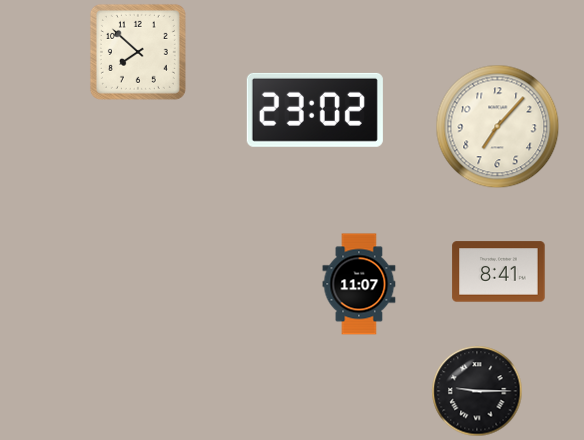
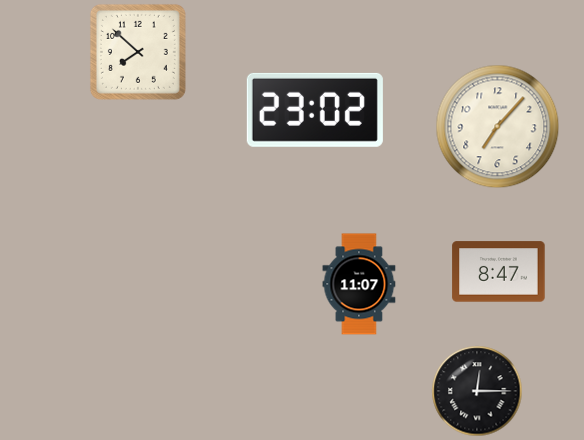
clock at (499, 272): 8:41 -> 8:47
clock at (477, 391): 9:15 -> 12:15
